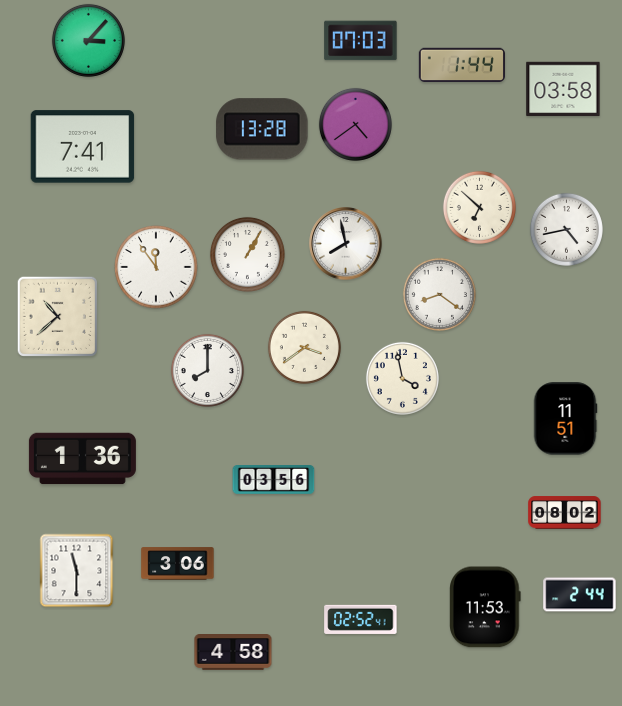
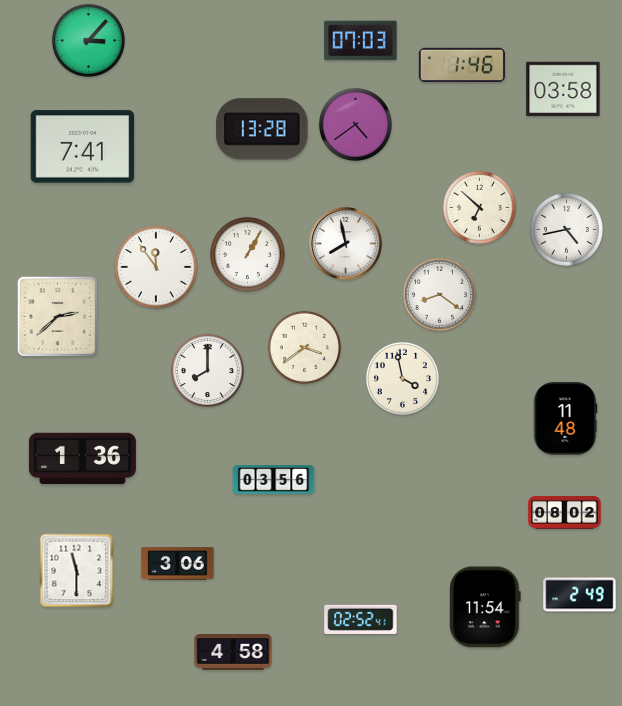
clock at (462, 64): 1:44 -> 1:46
clock at (57, 316): 10:38 -> 2:38
clock at (565, 419): 11:51 -> 11:48
clock at (580, 595): 2:44 -> 2:49
clock at (485, 607): 11:53 -> 11:54
